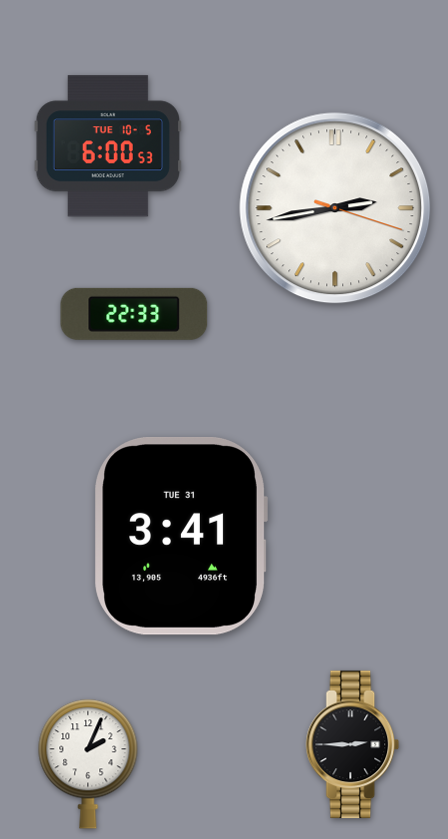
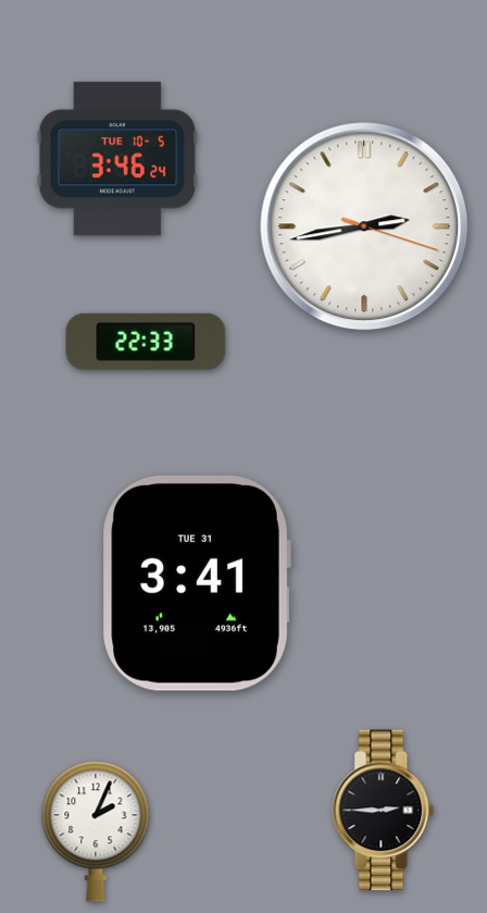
clock at (108, 146): 6:00 -> 3:46
